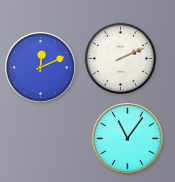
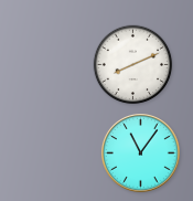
clock at (121, 59): 2:11 -> 8:11
clock at (41, 68): 12:11 -> none
